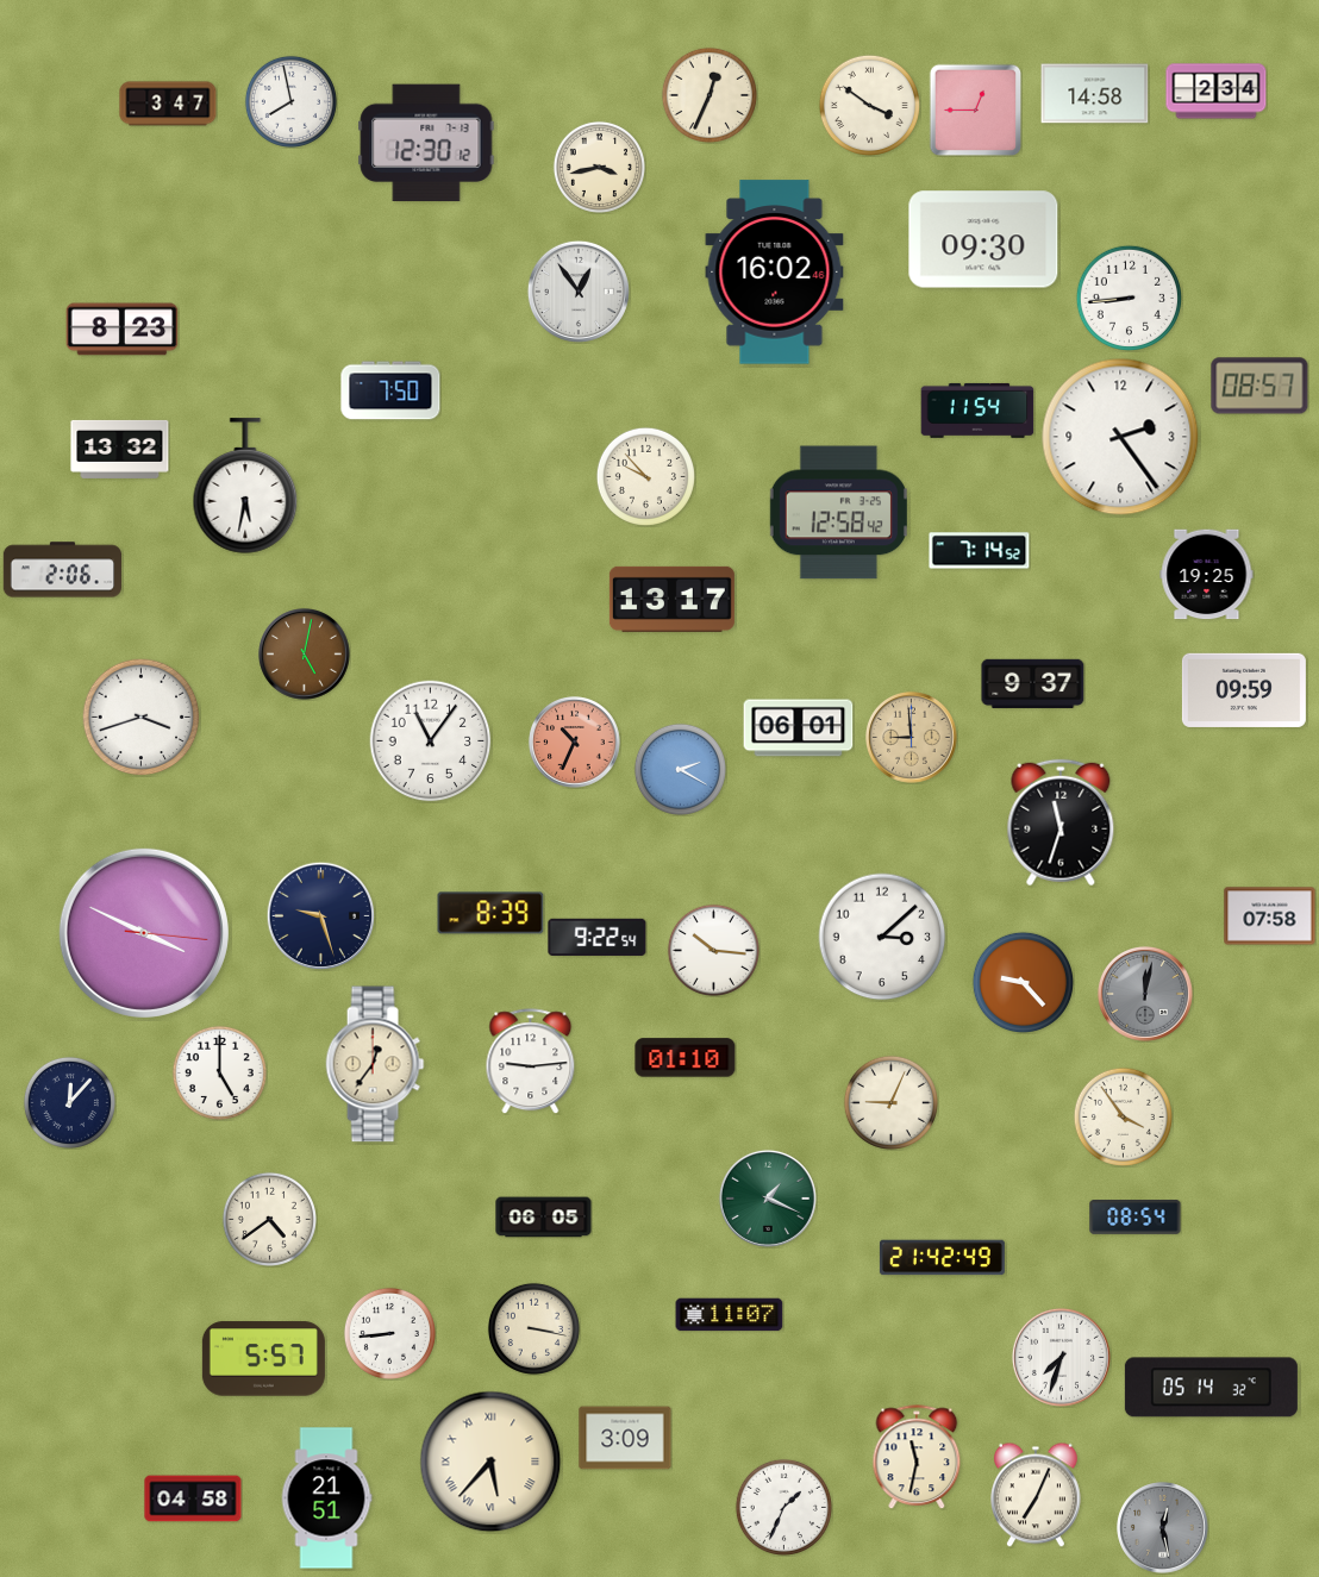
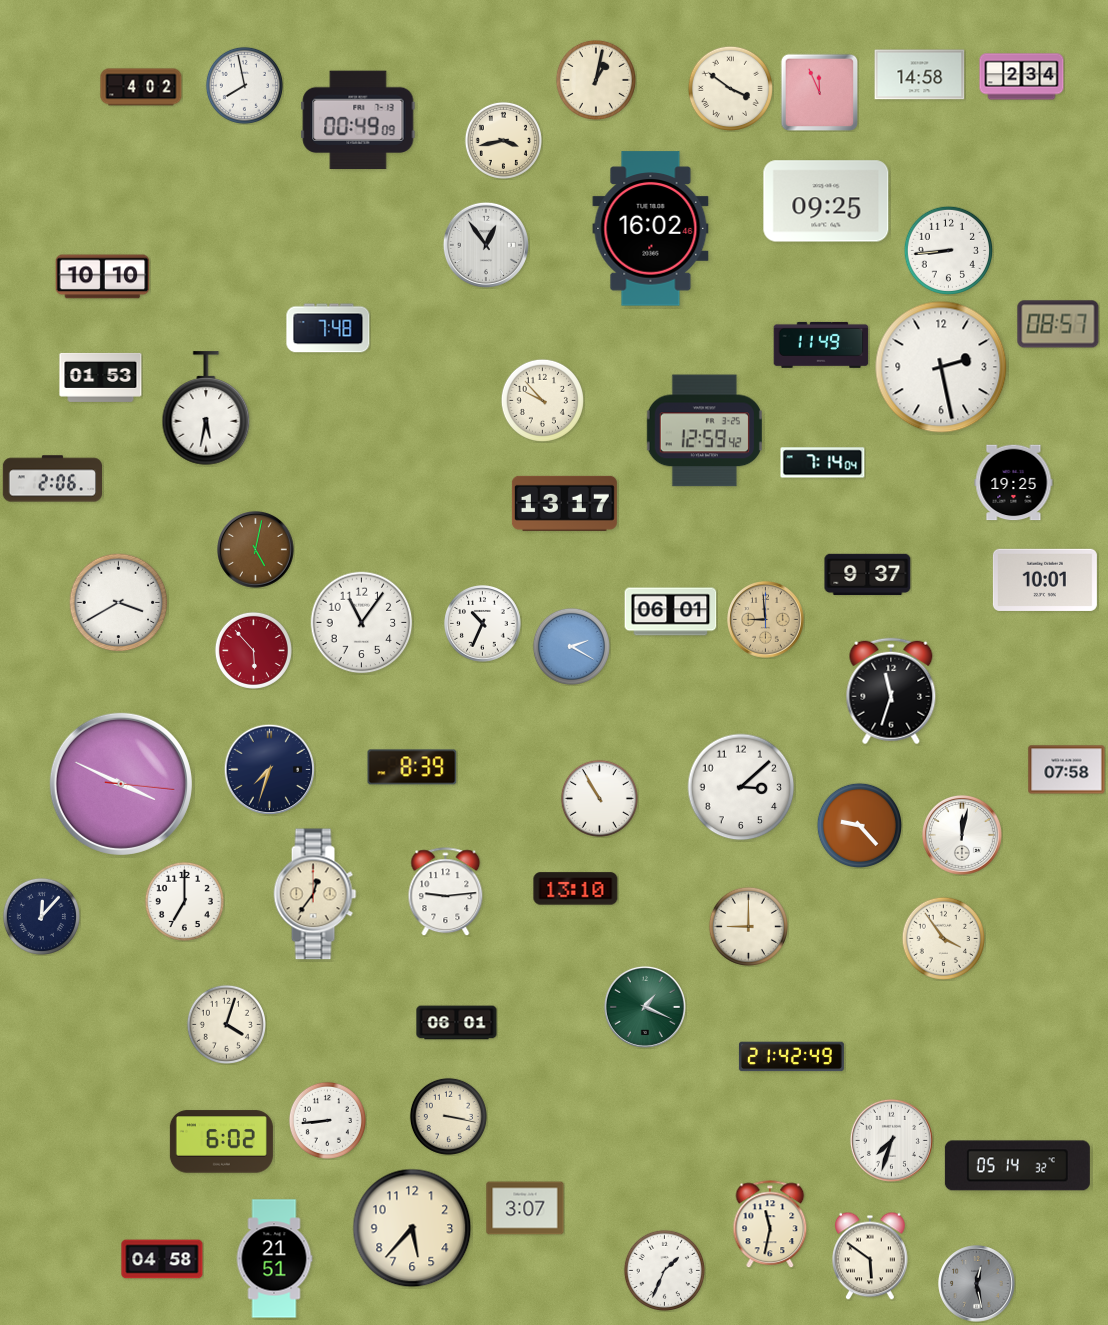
clock at (1095, 94) position: (1095, 94) -> (920, 75)
clock at (709, 95): 12:34 -> 1:02
clock at (168, 104): 3:47 -> 4:02
clock at (975, 109): 12:45 -> 11:56
clock at (426, 143): 12:30 -> 00:49
clock at (983, 239): 09:30 -> 09:25
clock at (123, 330): 8:23 -> 10:10
clock at (390, 390): 7:50 -> 7:48
clock at (977, 411): 11:54 -> 11:49
clock at (1120, 437): 2:24 -> 2:28
clock at (120, 449): 13:32 -> 01:53
clock at (838, 513): 12:58 -> 12:59
clock at (980, 551): 7:14:52 -> 7:14:04
clock at (1244, 690): 09:59 -> 10:01
clock at (142, 718): 3:42 -> 3:40
clock at (575, 743) dial: salmon -> white
clock at (253, 650): none -> 5:53
clock at (320, 915): 9:27 -> 7:33
clock at (598, 937): 9:22 -> none
clock at (713, 950): 10:16 -> 10:55
clock at (1145, 994) dial: grey -> white
clock at (686, 1058): 01:10 -> 13:10
clock at (219, 1072): 5:00 -> 7:00
clock at (69, 1102) position: (69, 1102) -> (41, 916)
clock at (890, 1102): 9:04 -> 9:00
clock at (544, 1218): 06:05 -> 06:01
clock at (1136, 1218): 08:54 -> none
clock at (269, 1219): 4:39 -> 4:03
clock at (730, 1315): 11:07 -> none
clock at (263, 1359): 5:57 -> 6:02
clock at (625, 1438): 3:09 -> 3:07
clock at (490, 1462) numerals: Roman -> Arabic
clock at (1037, 1495): 7:04 -> 5:51
clock at (783, 1507) position: (783, 1507) -> (664, 1270)
